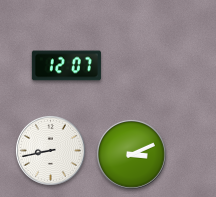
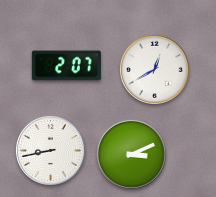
clock at (66, 66): 12:07 -> 2:07
clock at (154, 69): none -> 12:40
